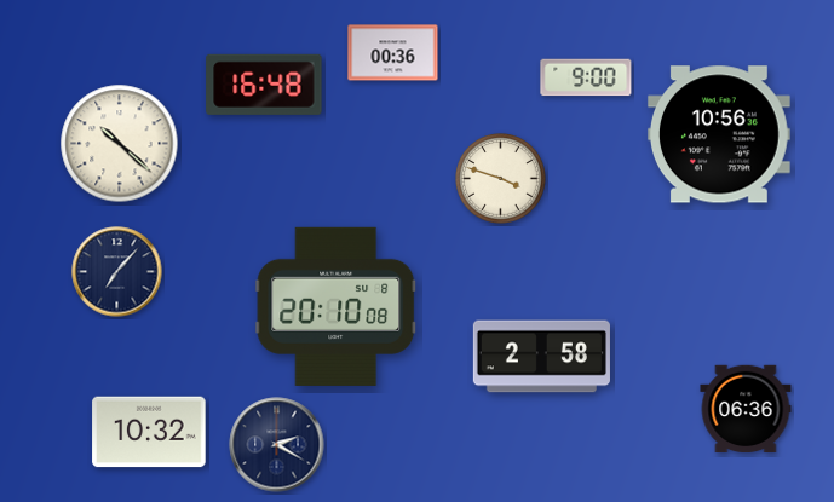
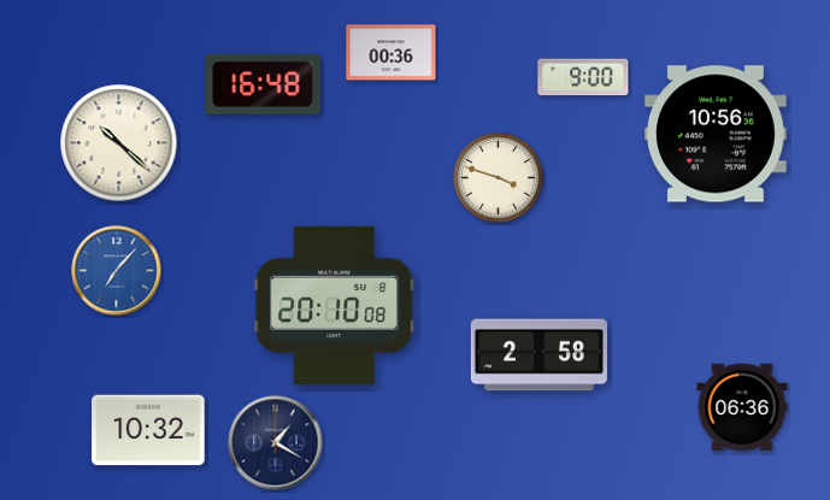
clock at (117, 272) dial: navy -> blue
clock at (277, 445): 2:20 -> 1:20
